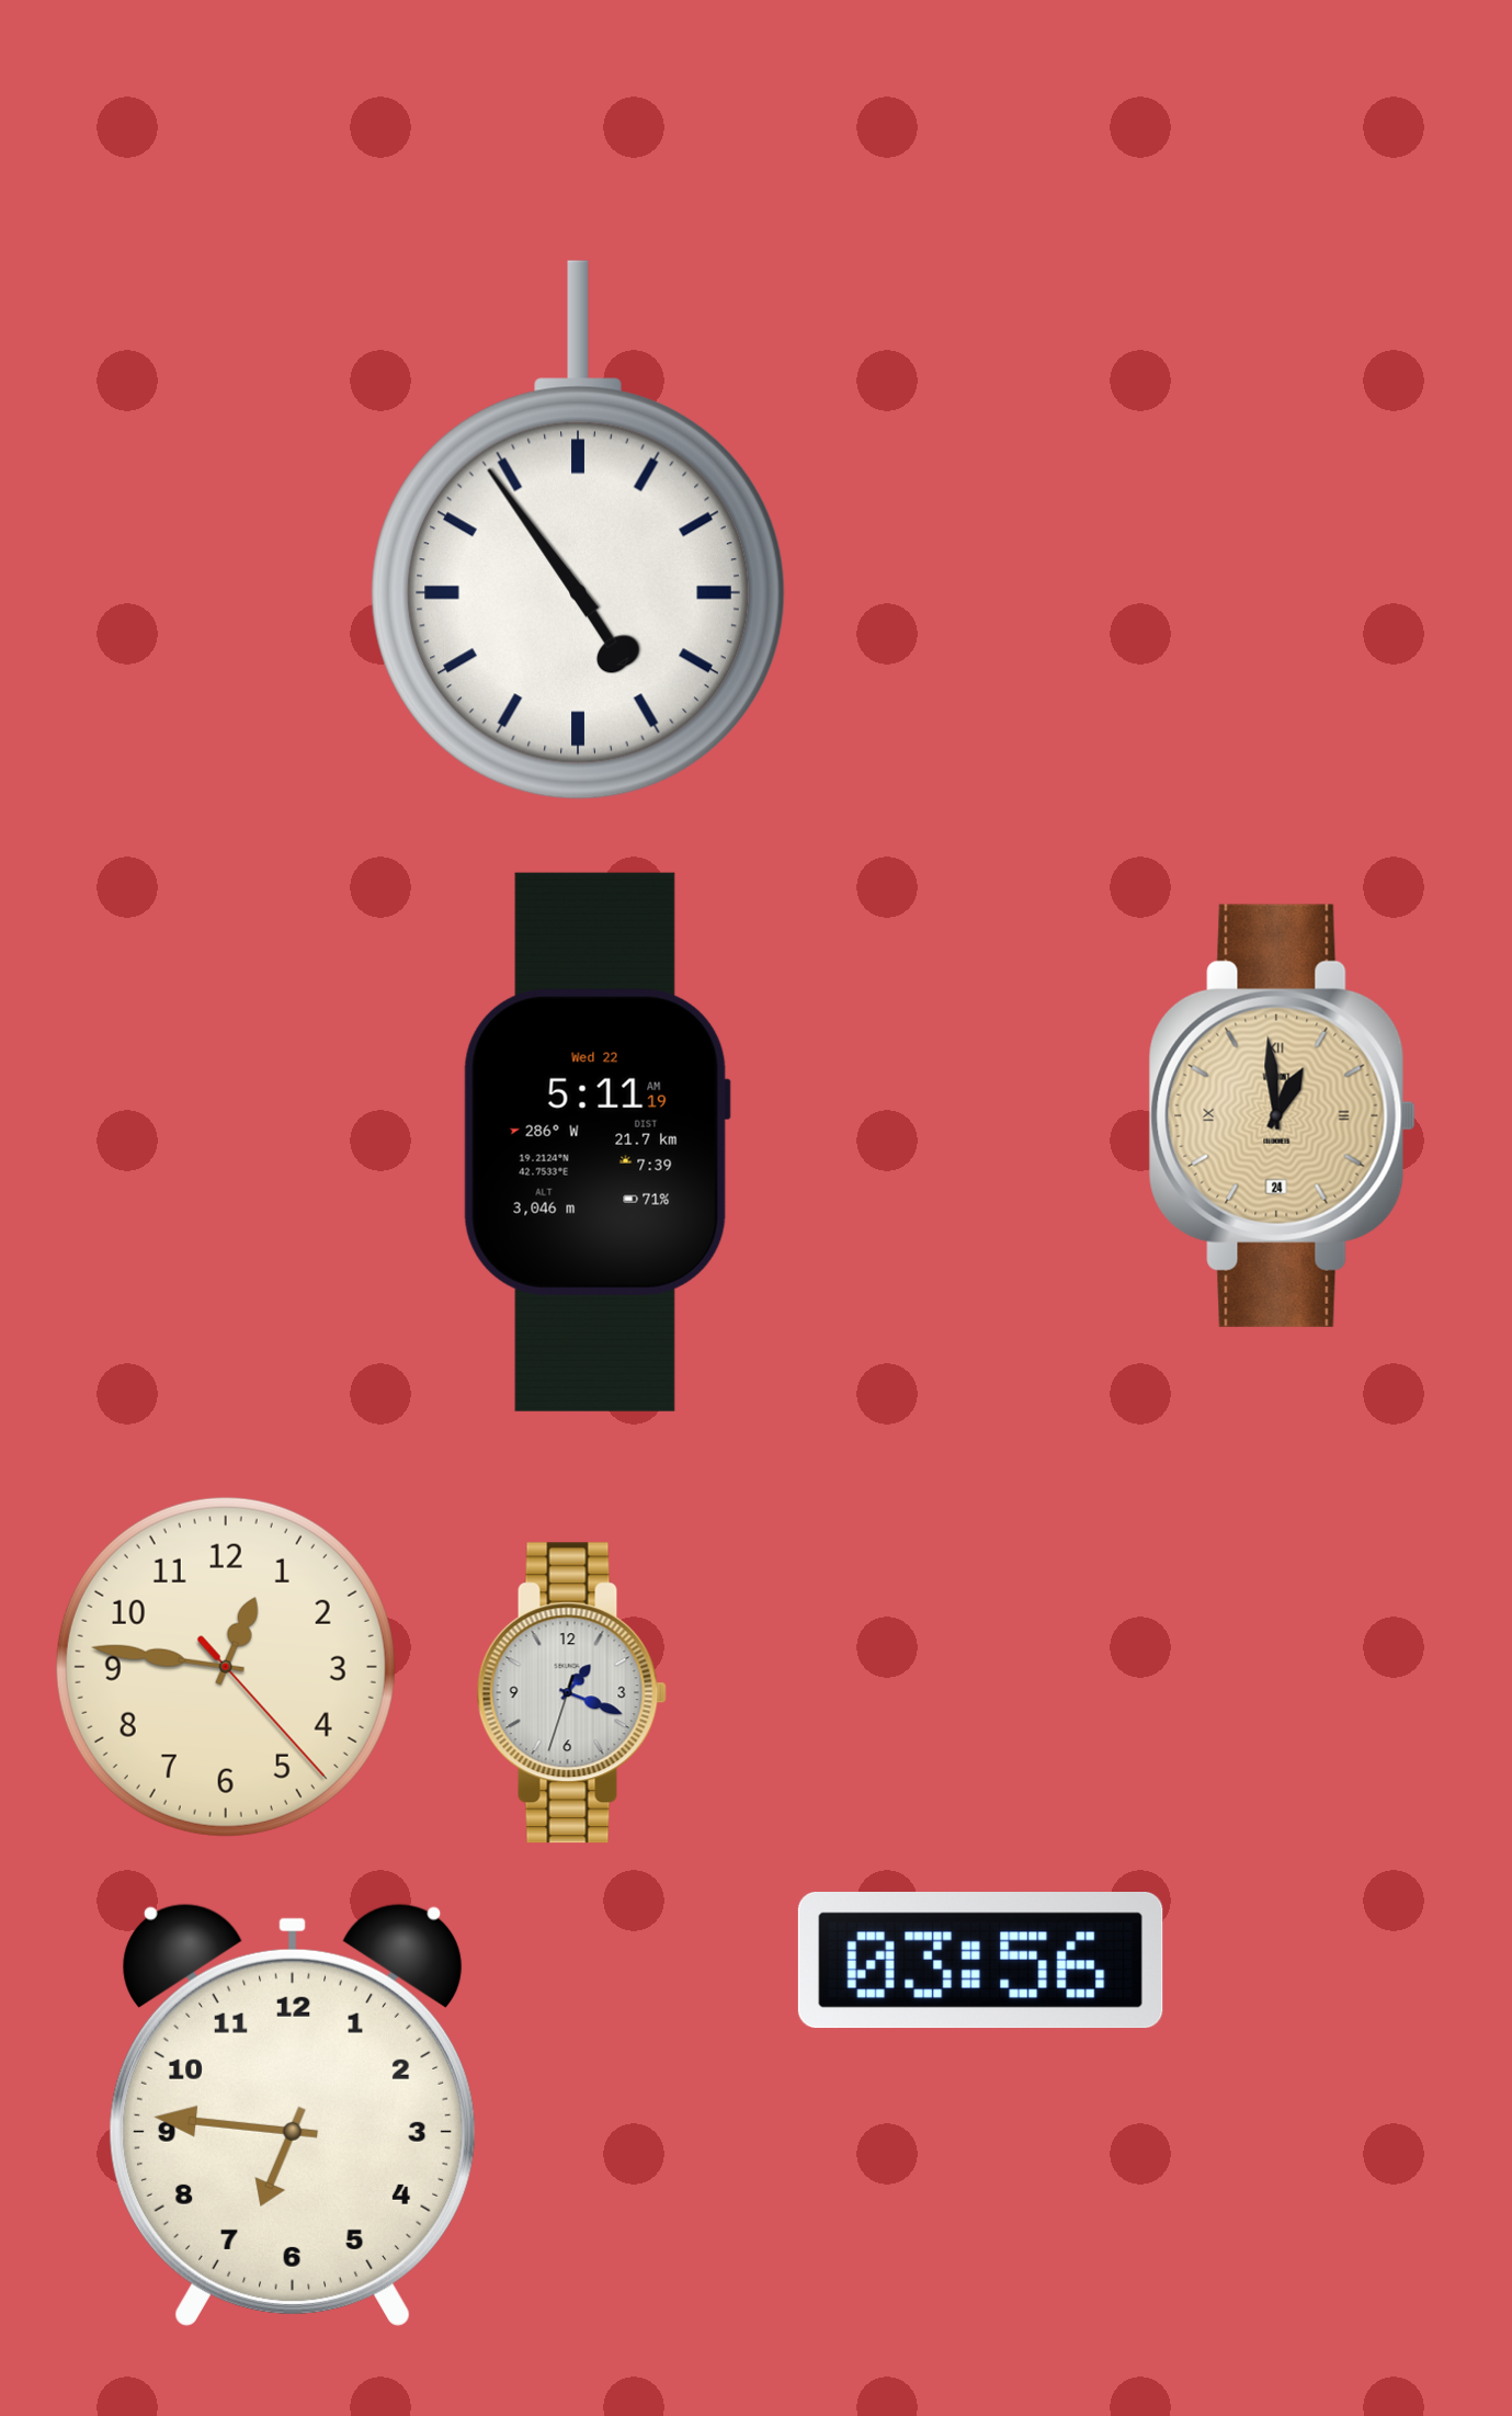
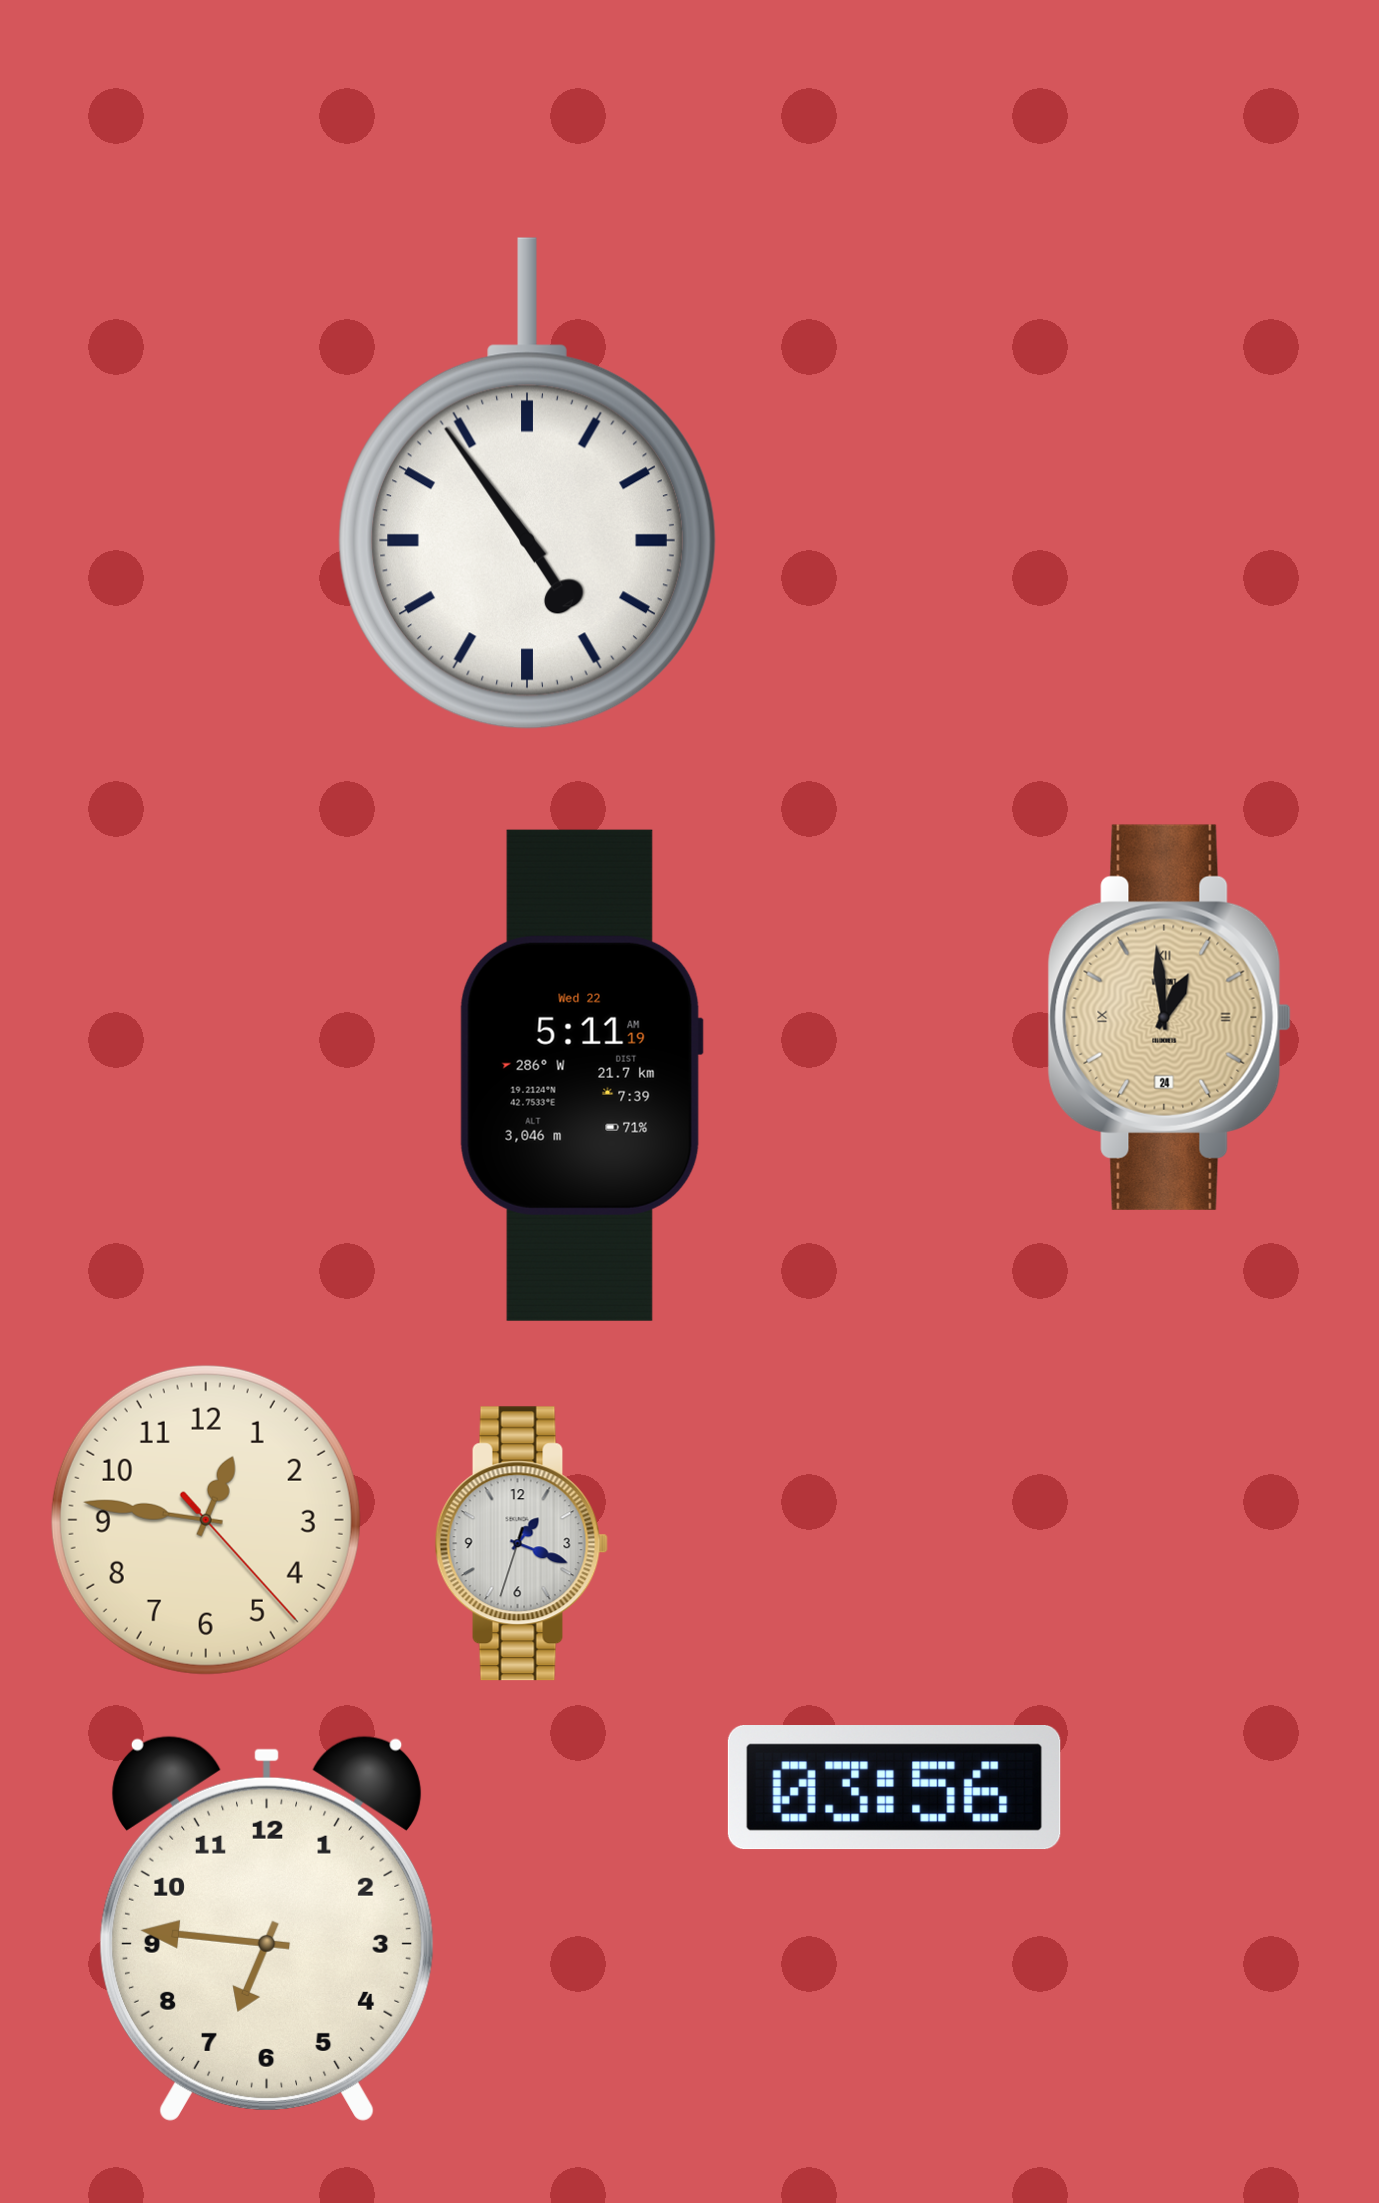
clock at (596, 1142) position: (596, 1142) -> (581, 1075)
